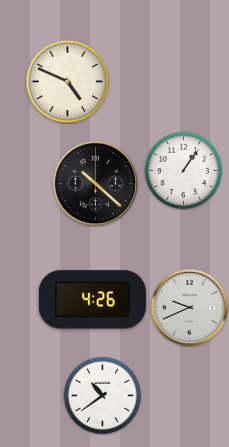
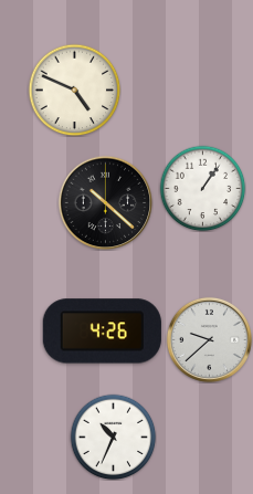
clock at (189, 307): 9:41 -> 9:38
clock at (102, 395): 10:39 -> 10:34
